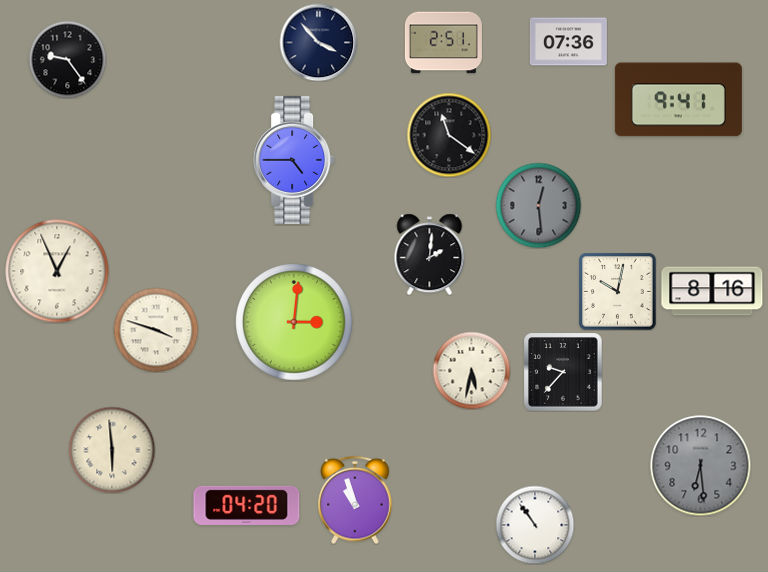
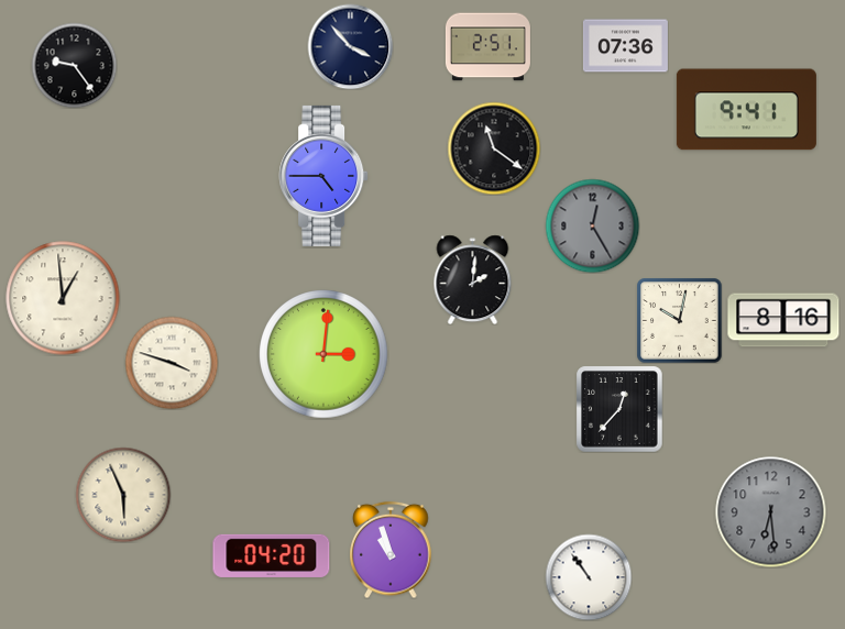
clock at (538, 205): 12:29 -> 12:25
clock at (57, 271): 12:56 -> 12:59
clock at (471, 370): 5:32 -> none
clock at (563, 372): 9:37 -> 12:37
clock at (112, 450): 5:59 -> 5:56
